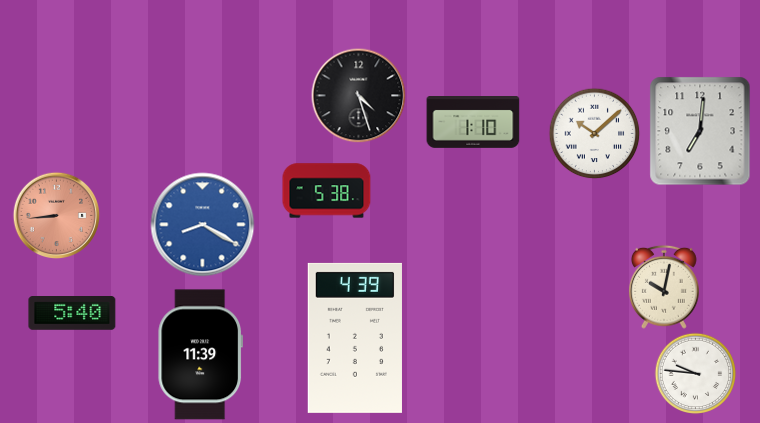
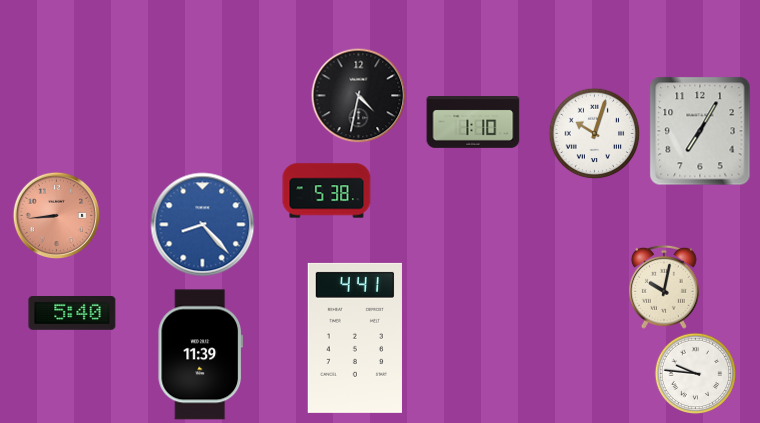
clock at (358, 95): 4:27 -> 4:32
clock at (700, 131): 7:01 -> 7:05
clock at (594, 133): 10:08 -> 10:03
clock at (203, 225): 8:20 -> 8:23
clock at (355, 338): 4:39 -> 4:41
